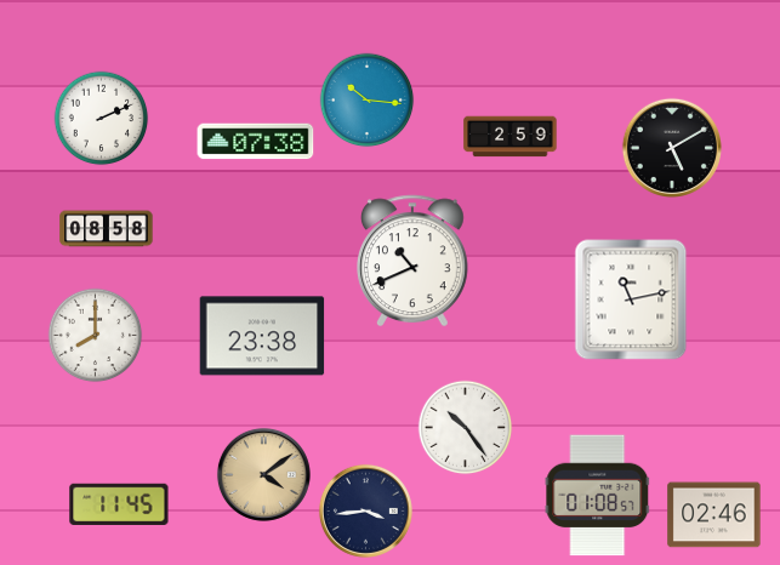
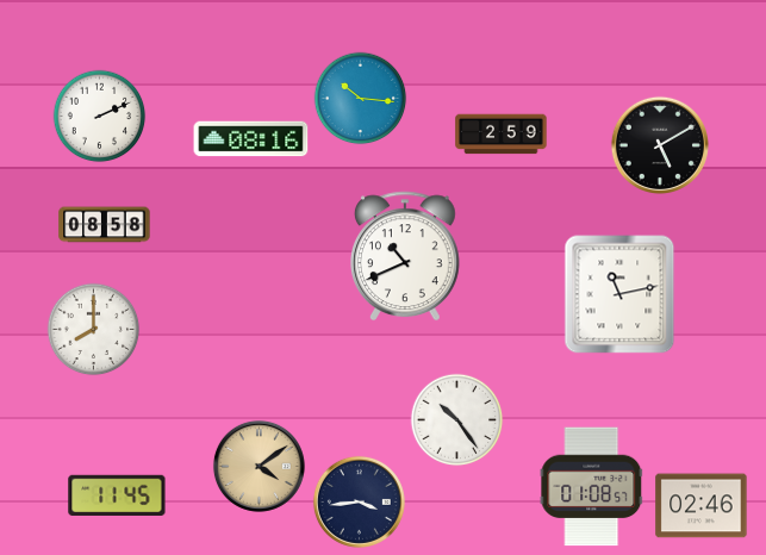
clock at (256, 142): 07:38 -> 08:16
clock at (262, 336): 23:38 -> none
clock at (598, 496) position: (598, 496) -> (592, 487)
